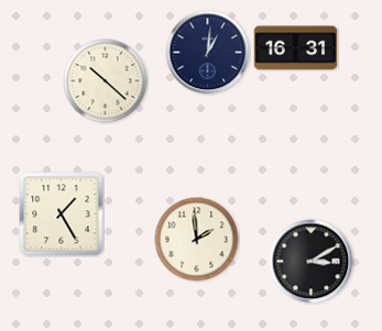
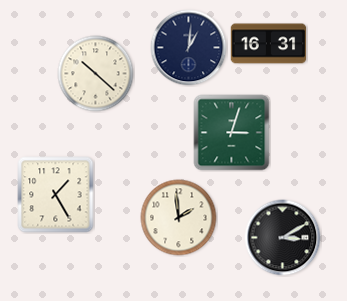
clock at (232, 133): none -> 3:03
